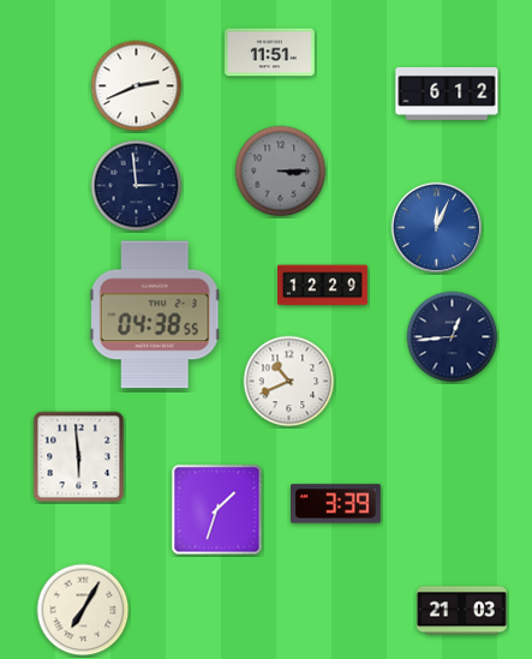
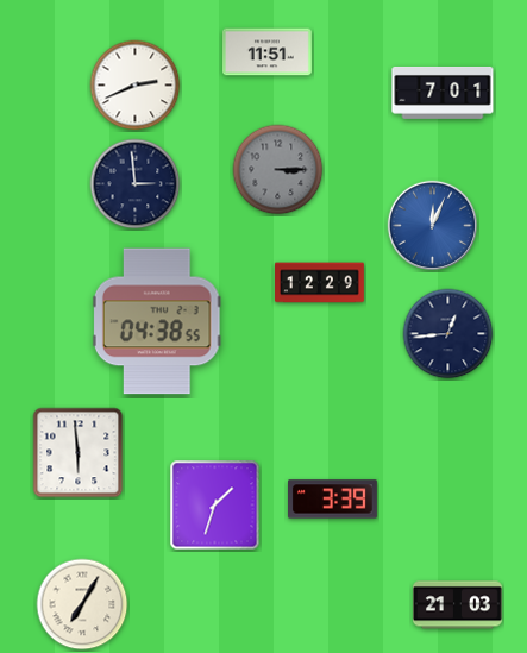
clock at (447, 94): 6:12 -> 7:01
clock at (155, 314) position: (155, 314) -> (157, 321)
clock at (289, 382): 10:41 -> none
